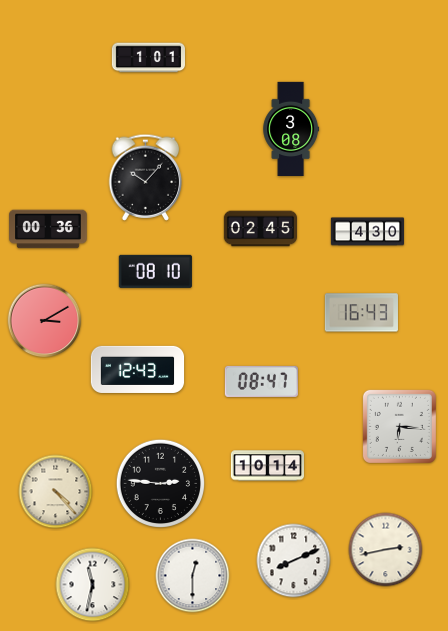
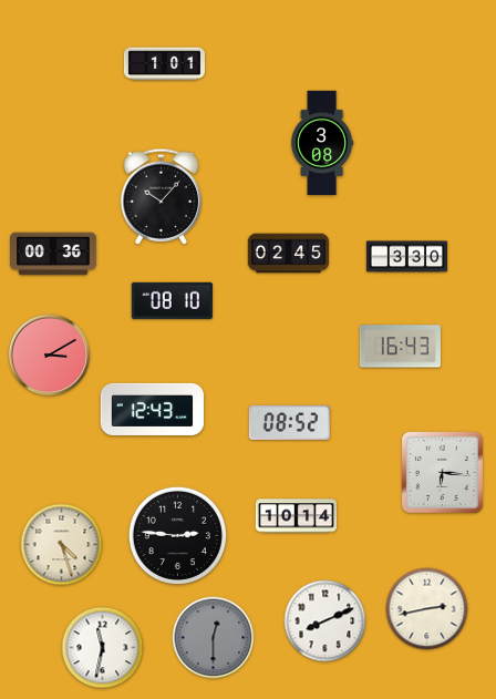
clock at (367, 232): 4:30 -> 3:30
clock at (261, 381): 08:47 -> 08:52
clock at (56, 492): 4:23 -> 4:27
clock at (193, 576) dial: white -> grey
